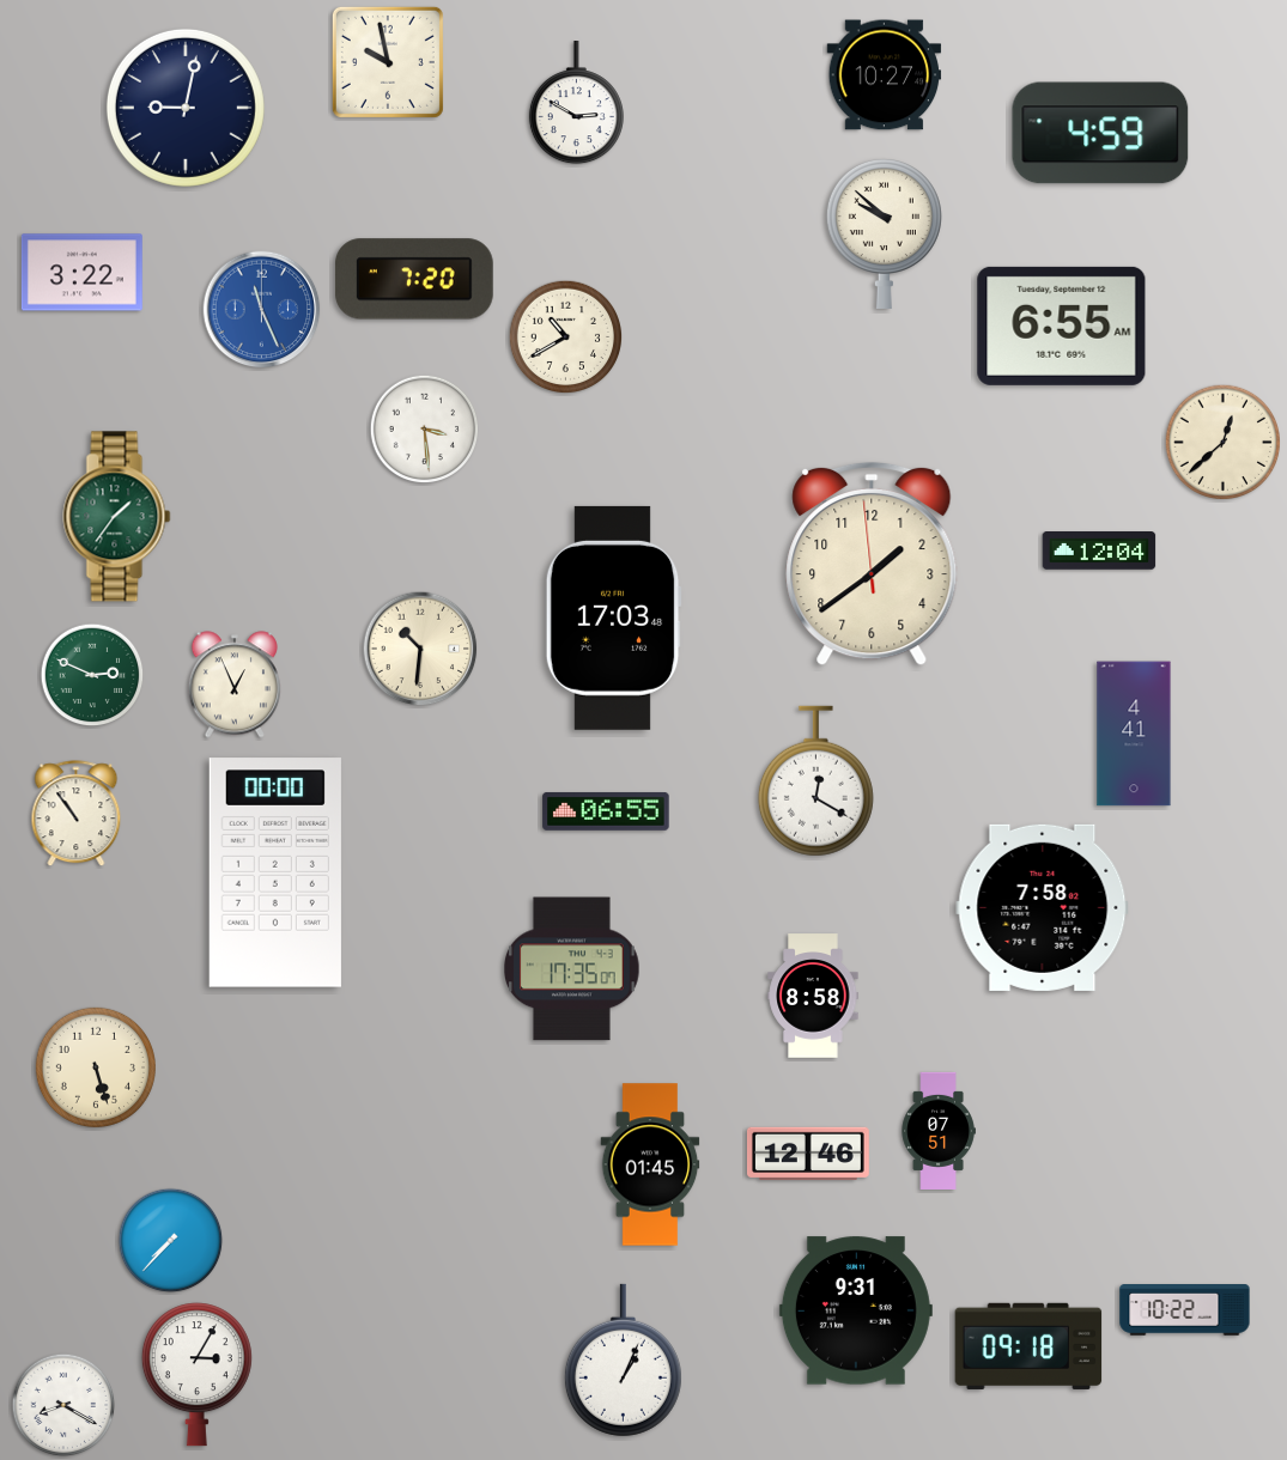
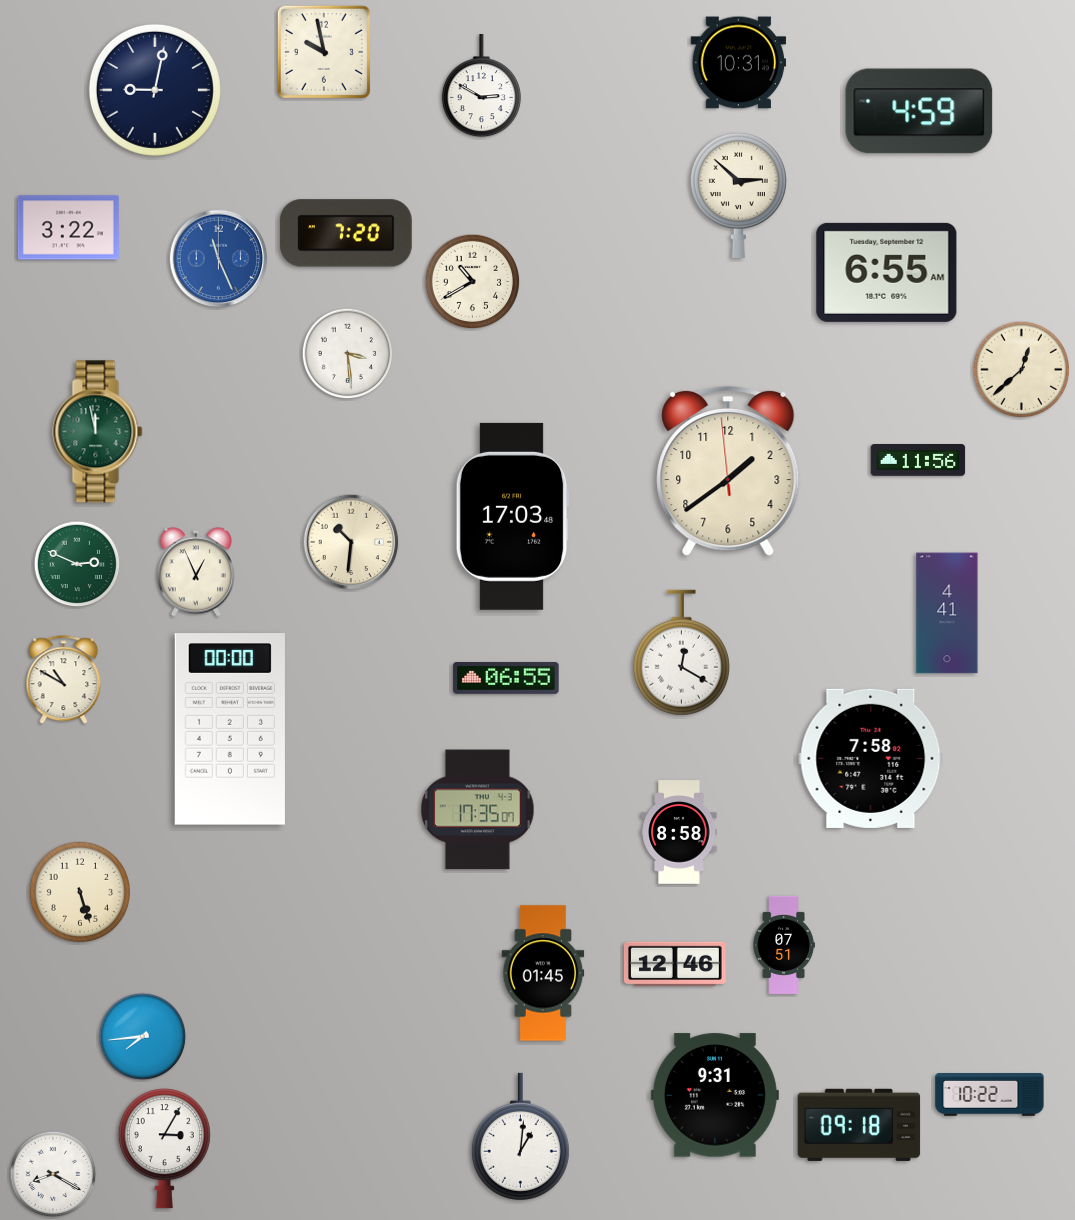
clock at (885, 75): 10:27 -> 10:31
clock at (884, 233): 9:52 -> 2:52
clock at (425, 430) position: (425, 430) -> (348, 354)
clock at (117, 517): 1:36 -> 11:58
clock at (1099, 552): 12:04 -> 11:56
clock at (77, 814): 10:54 -> 10:50
clock at (171, 1241): 7:37 -> 7:44
clock at (623, 1361): 1:04 -> 1:01
